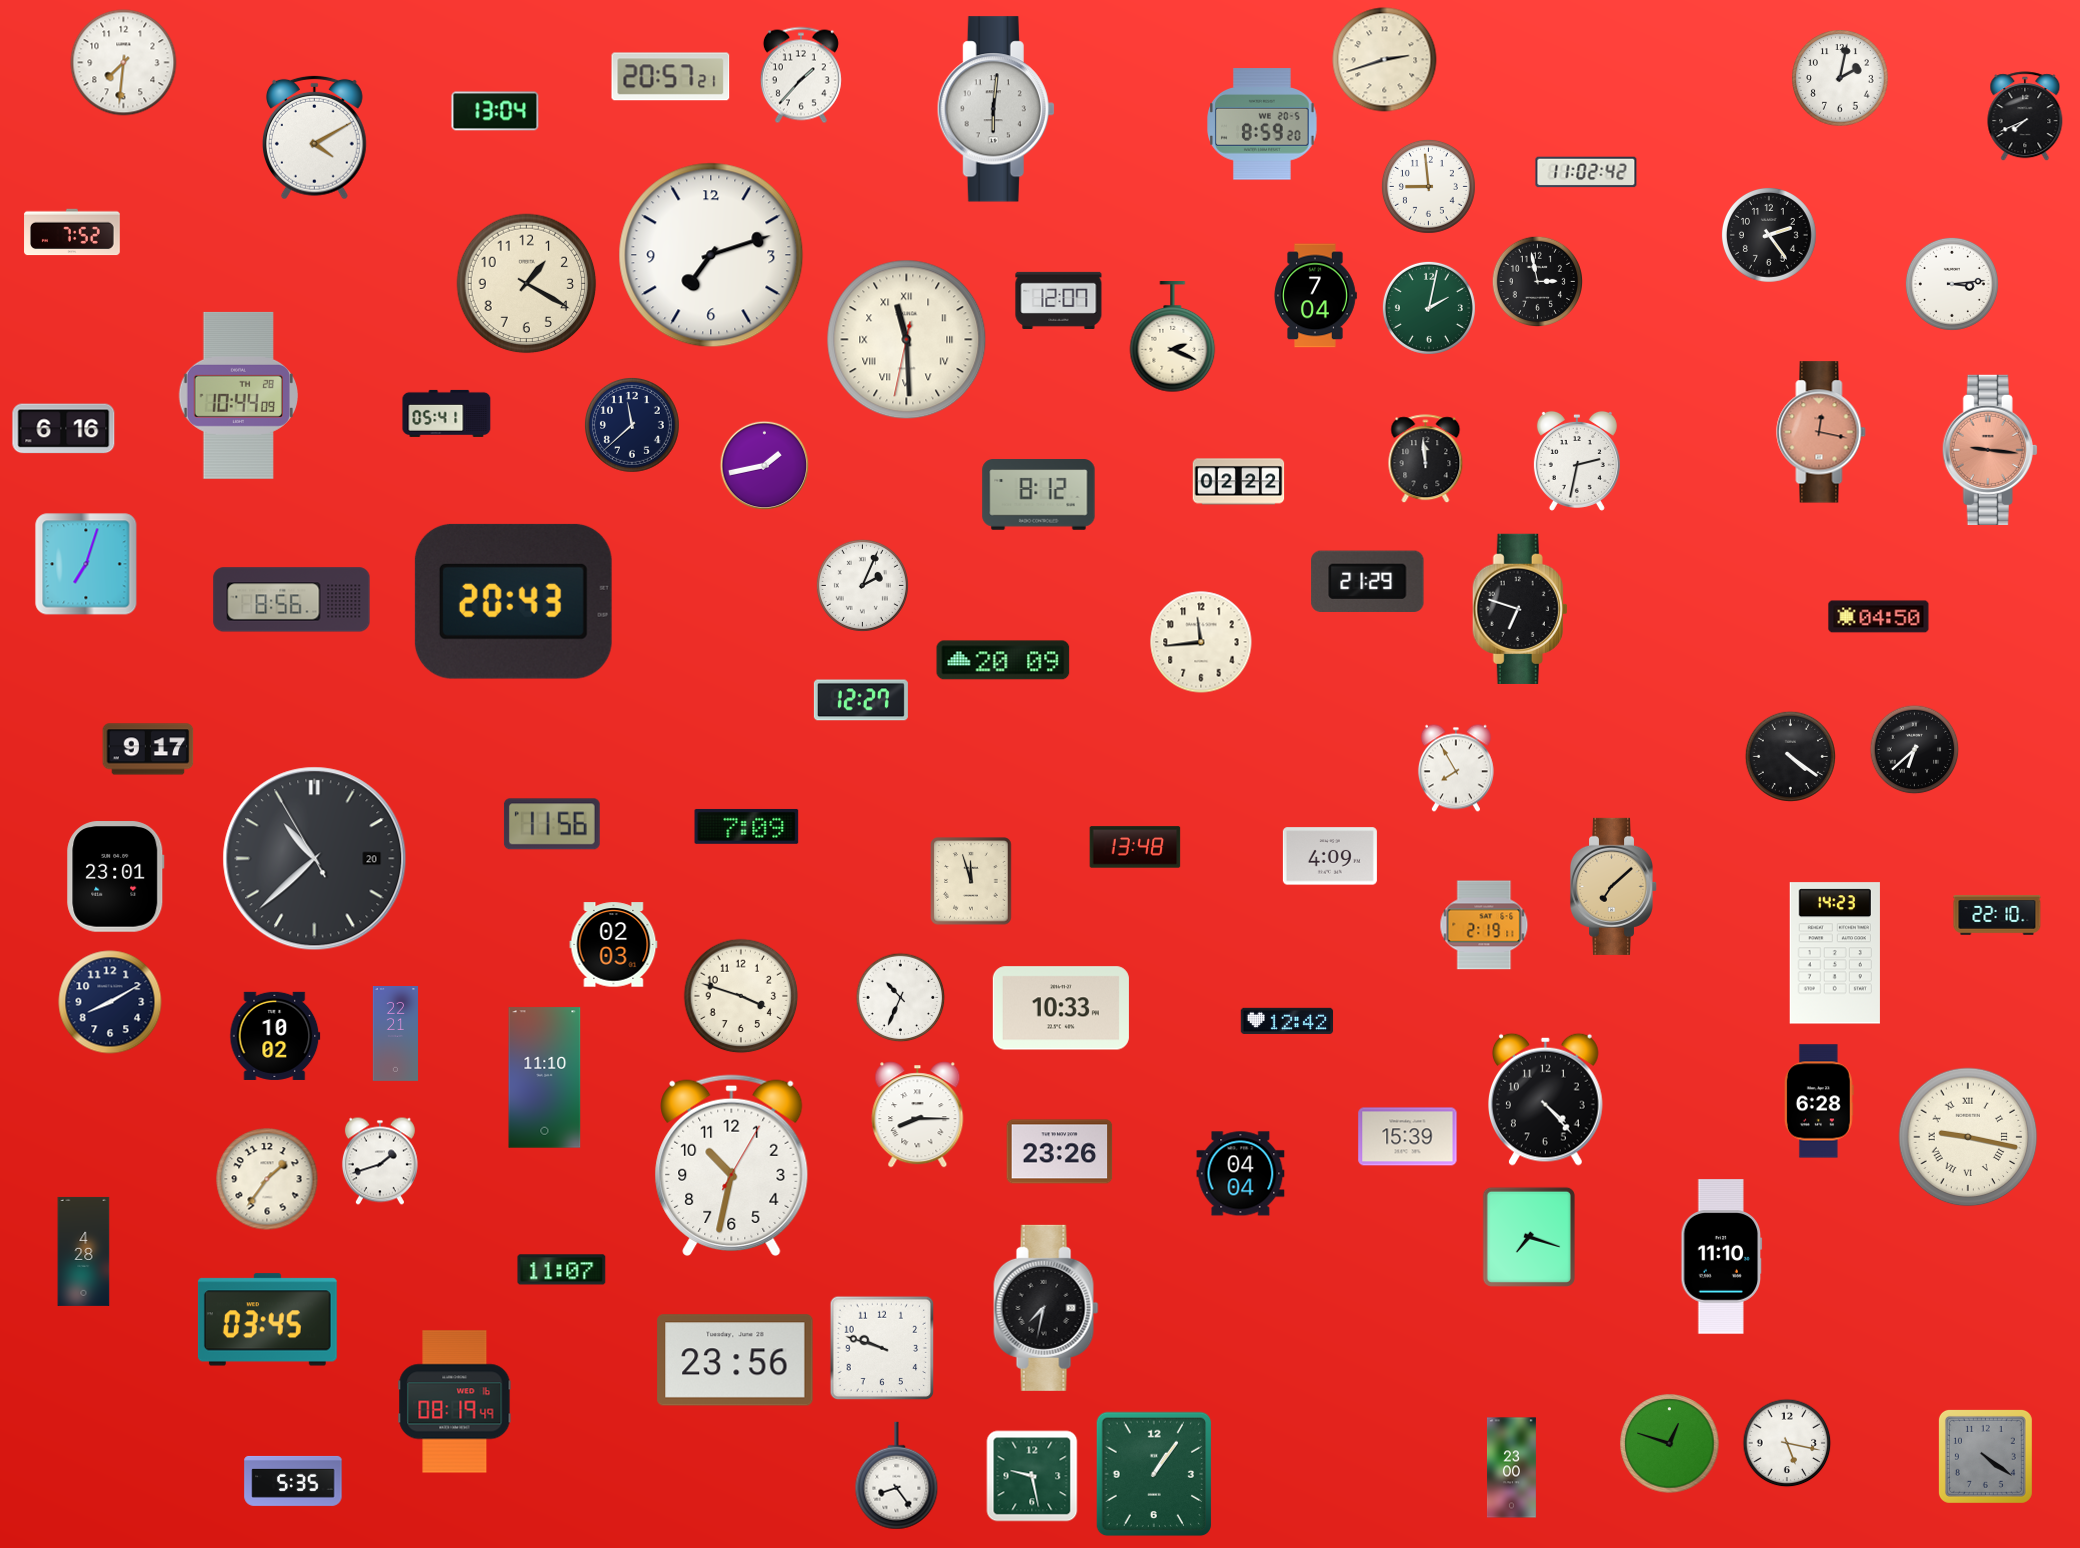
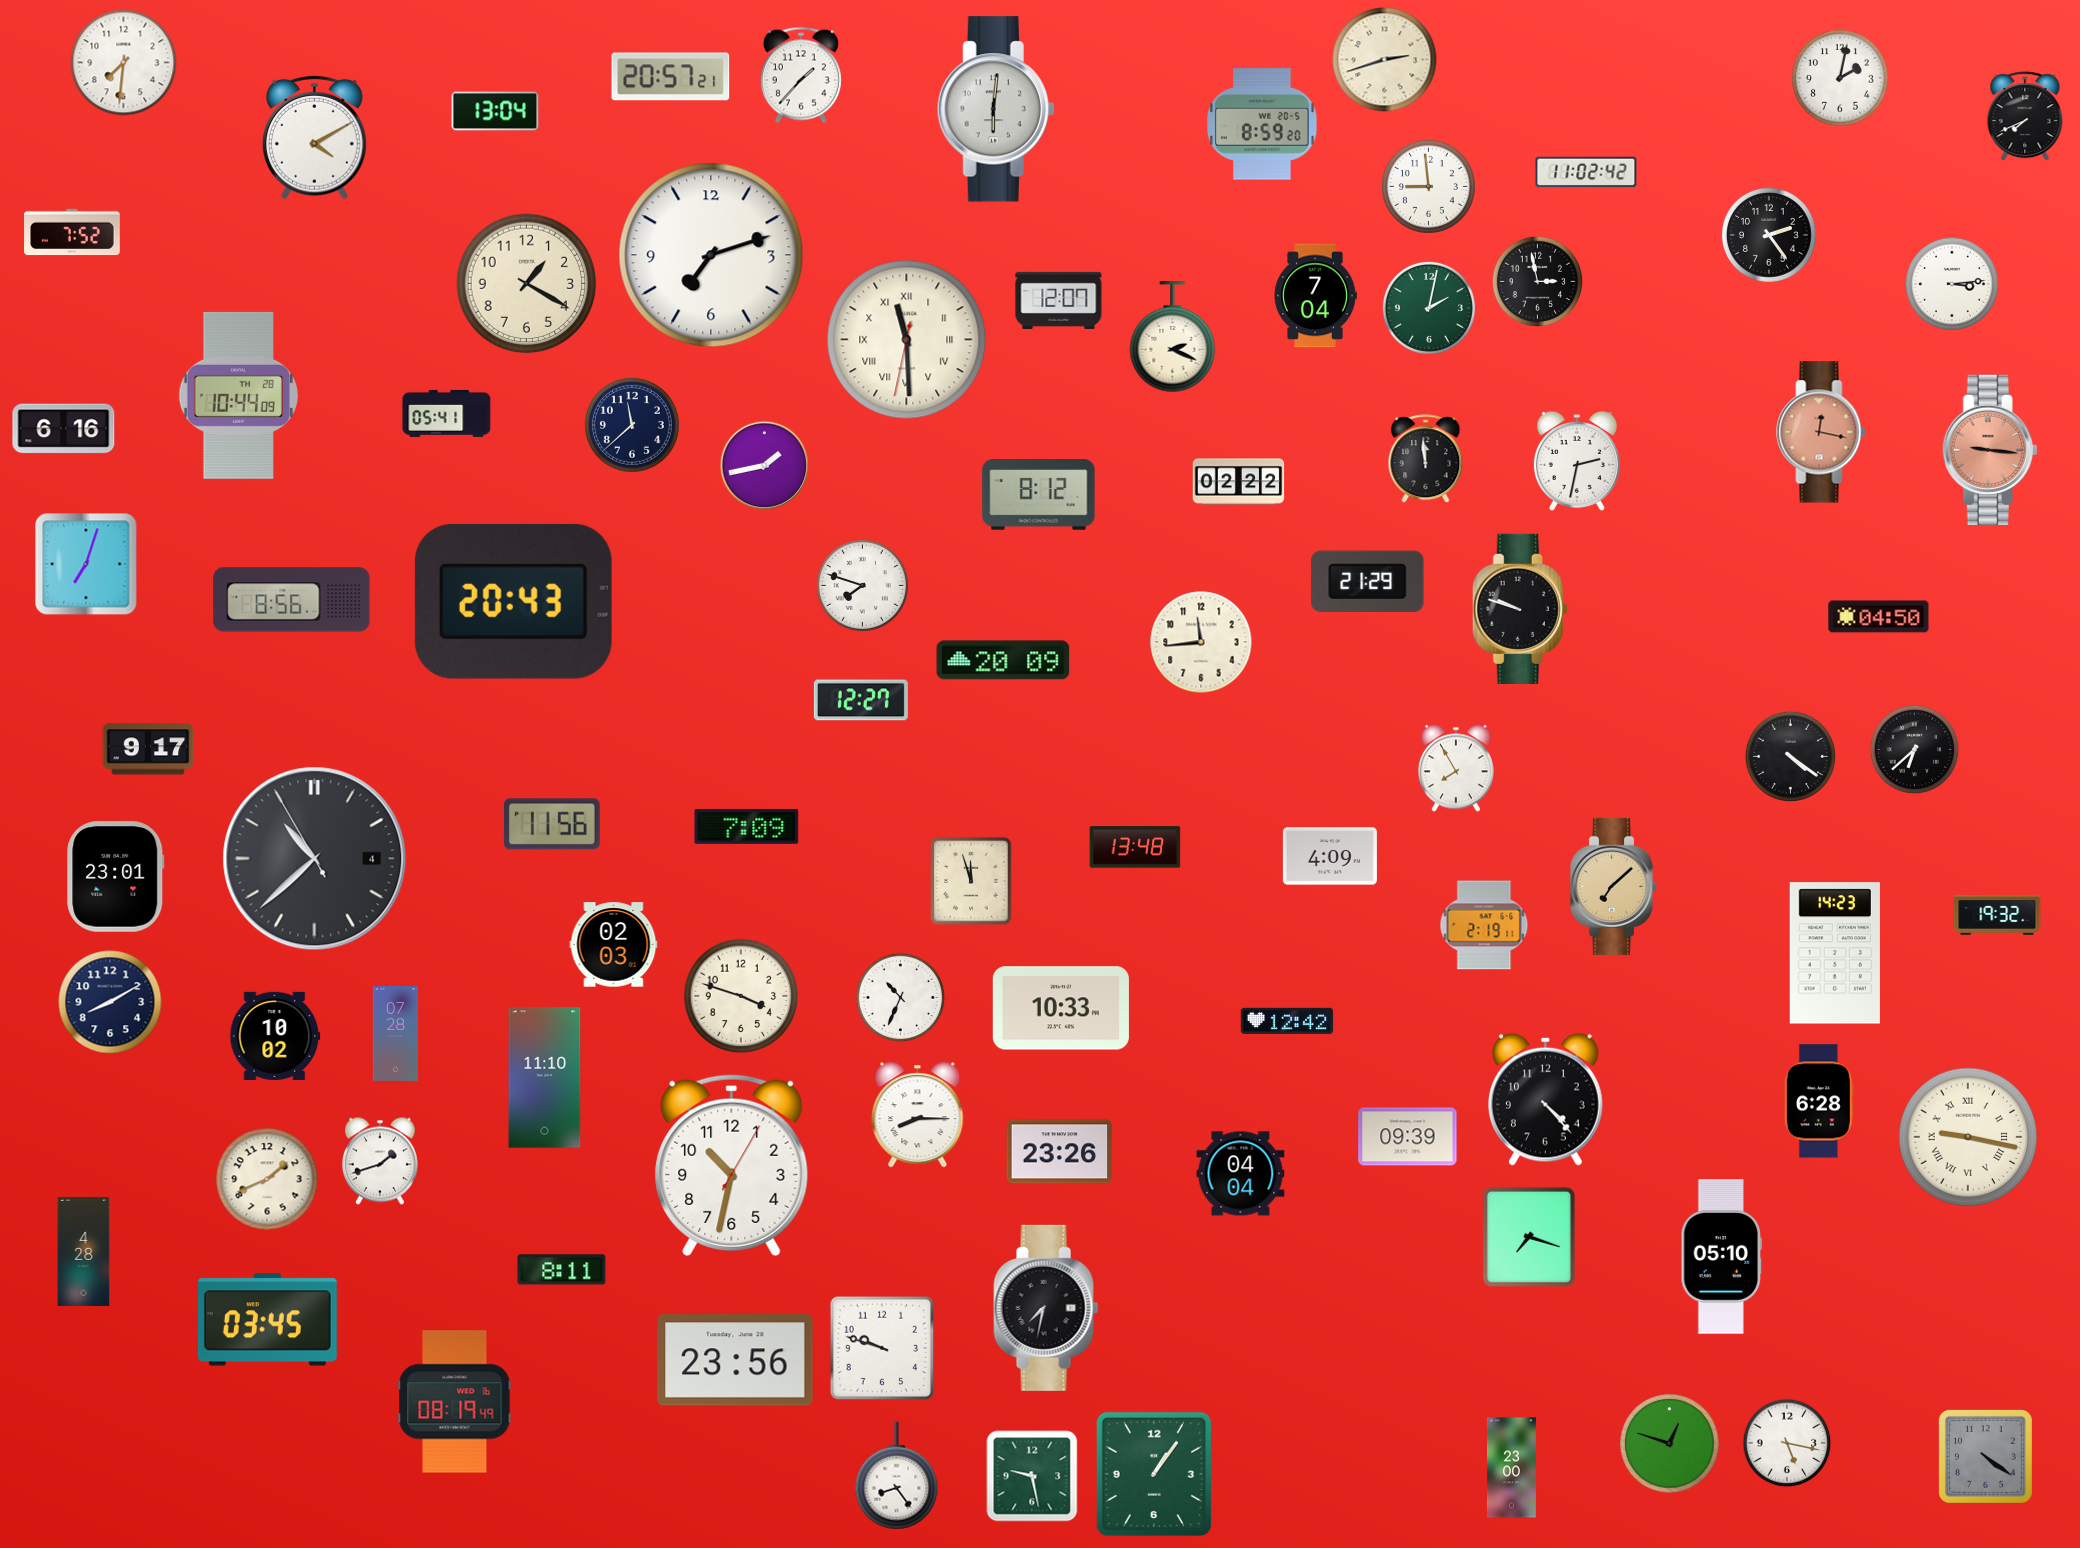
clock at (862, 585): 2:04 -> 7:48
clock at (1520, 609): 6:48 -> 9:48
clock at (315, 859) date: 20 -> 4
clock at (1997, 915): 22:10 -> 19:32
clock at (396, 1034): 22:21 -> 07:28
clock at (1408, 1137): 15:39 -> 09:39
clock at (267, 1179): 1:36 -> 1:41
clock at (1722, 1257): 11:10 -> 05:10
clock at (562, 1270): 11:07 -> 8:11
clock at (293, 1481): 5:35 -> none
